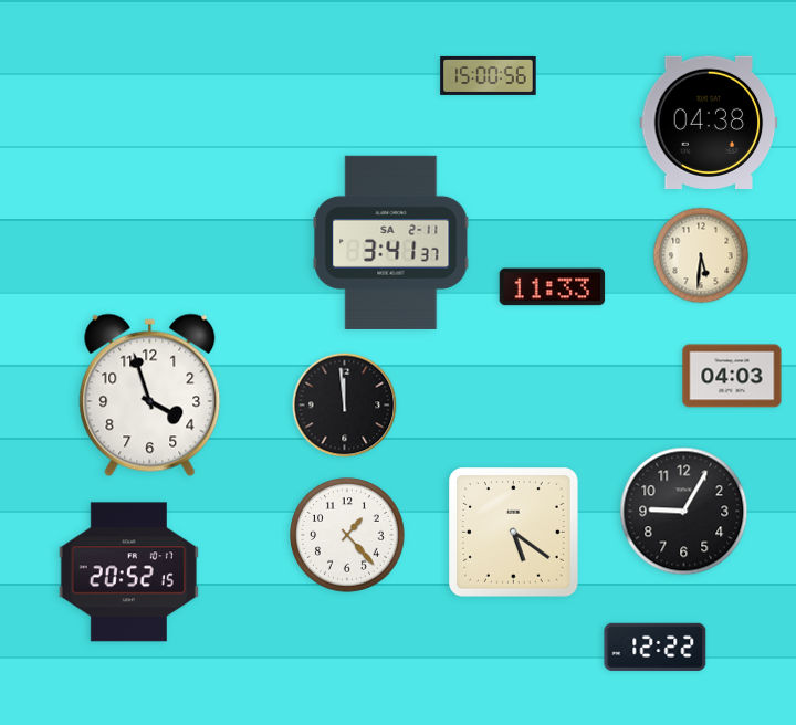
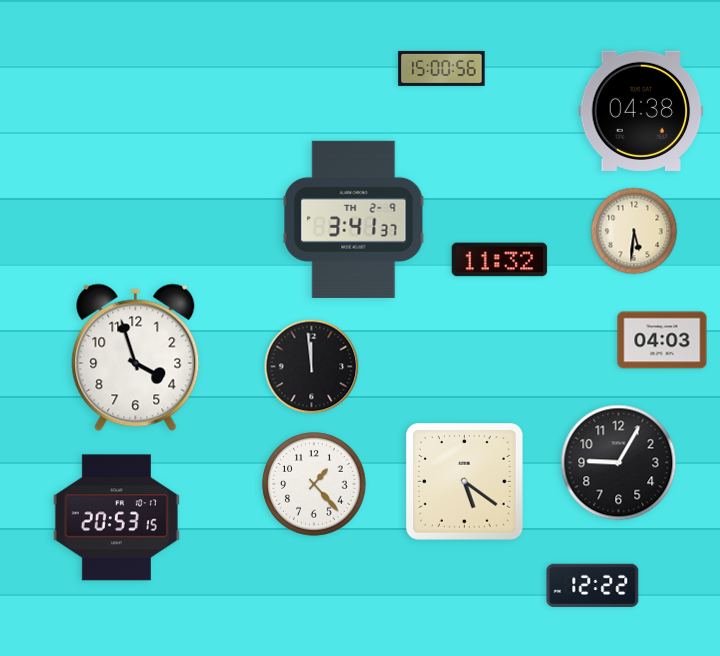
clock at (391, 242) date: SA 2-11 -> TH 2-9
clock at (553, 287): 11:33 -> 11:32
clock at (128, 572): 20:52 -> 20:53
